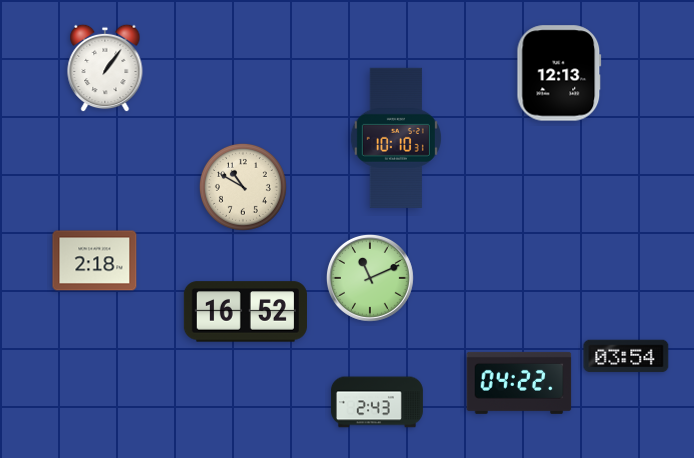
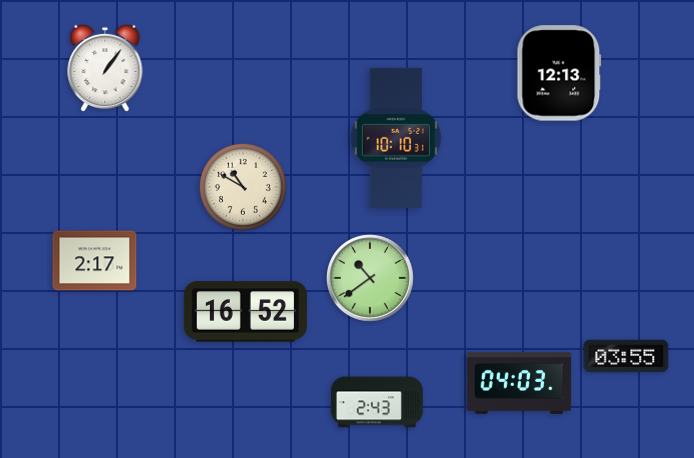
clock at (95, 261): 2:18 -> 2:17
clock at (370, 278): 11:11 -> 10:39
clock at (626, 356): 03:54 -> 03:55
clock at (519, 383): 04:22 -> 04:03
